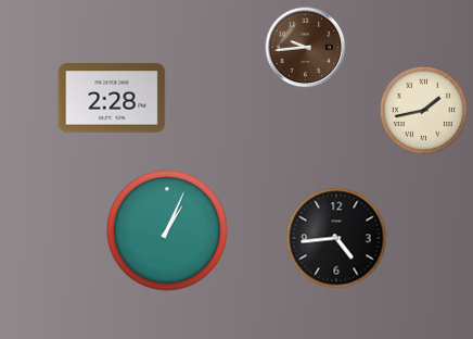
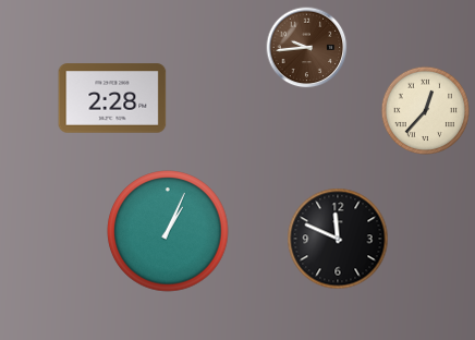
clock at (424, 111): 1:43 -> 12:37
clock at (336, 238): 4:44 -> 11:49
